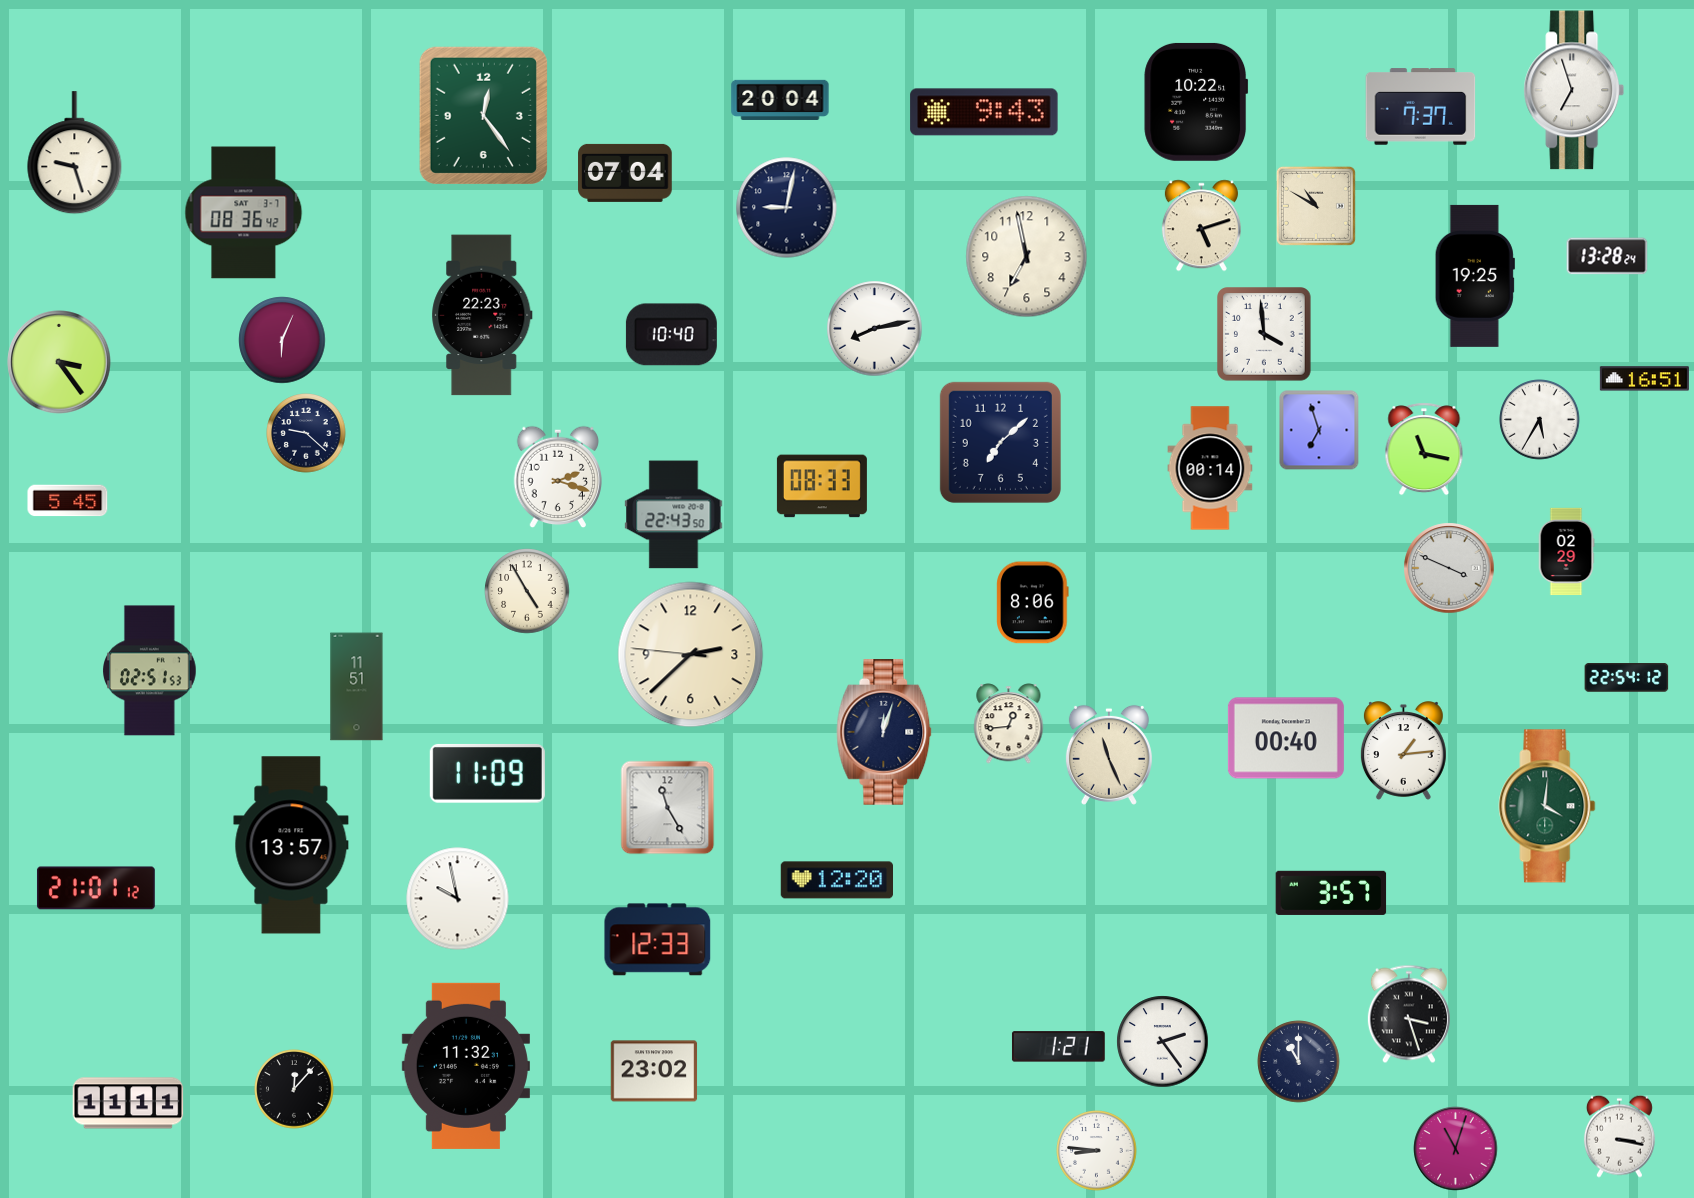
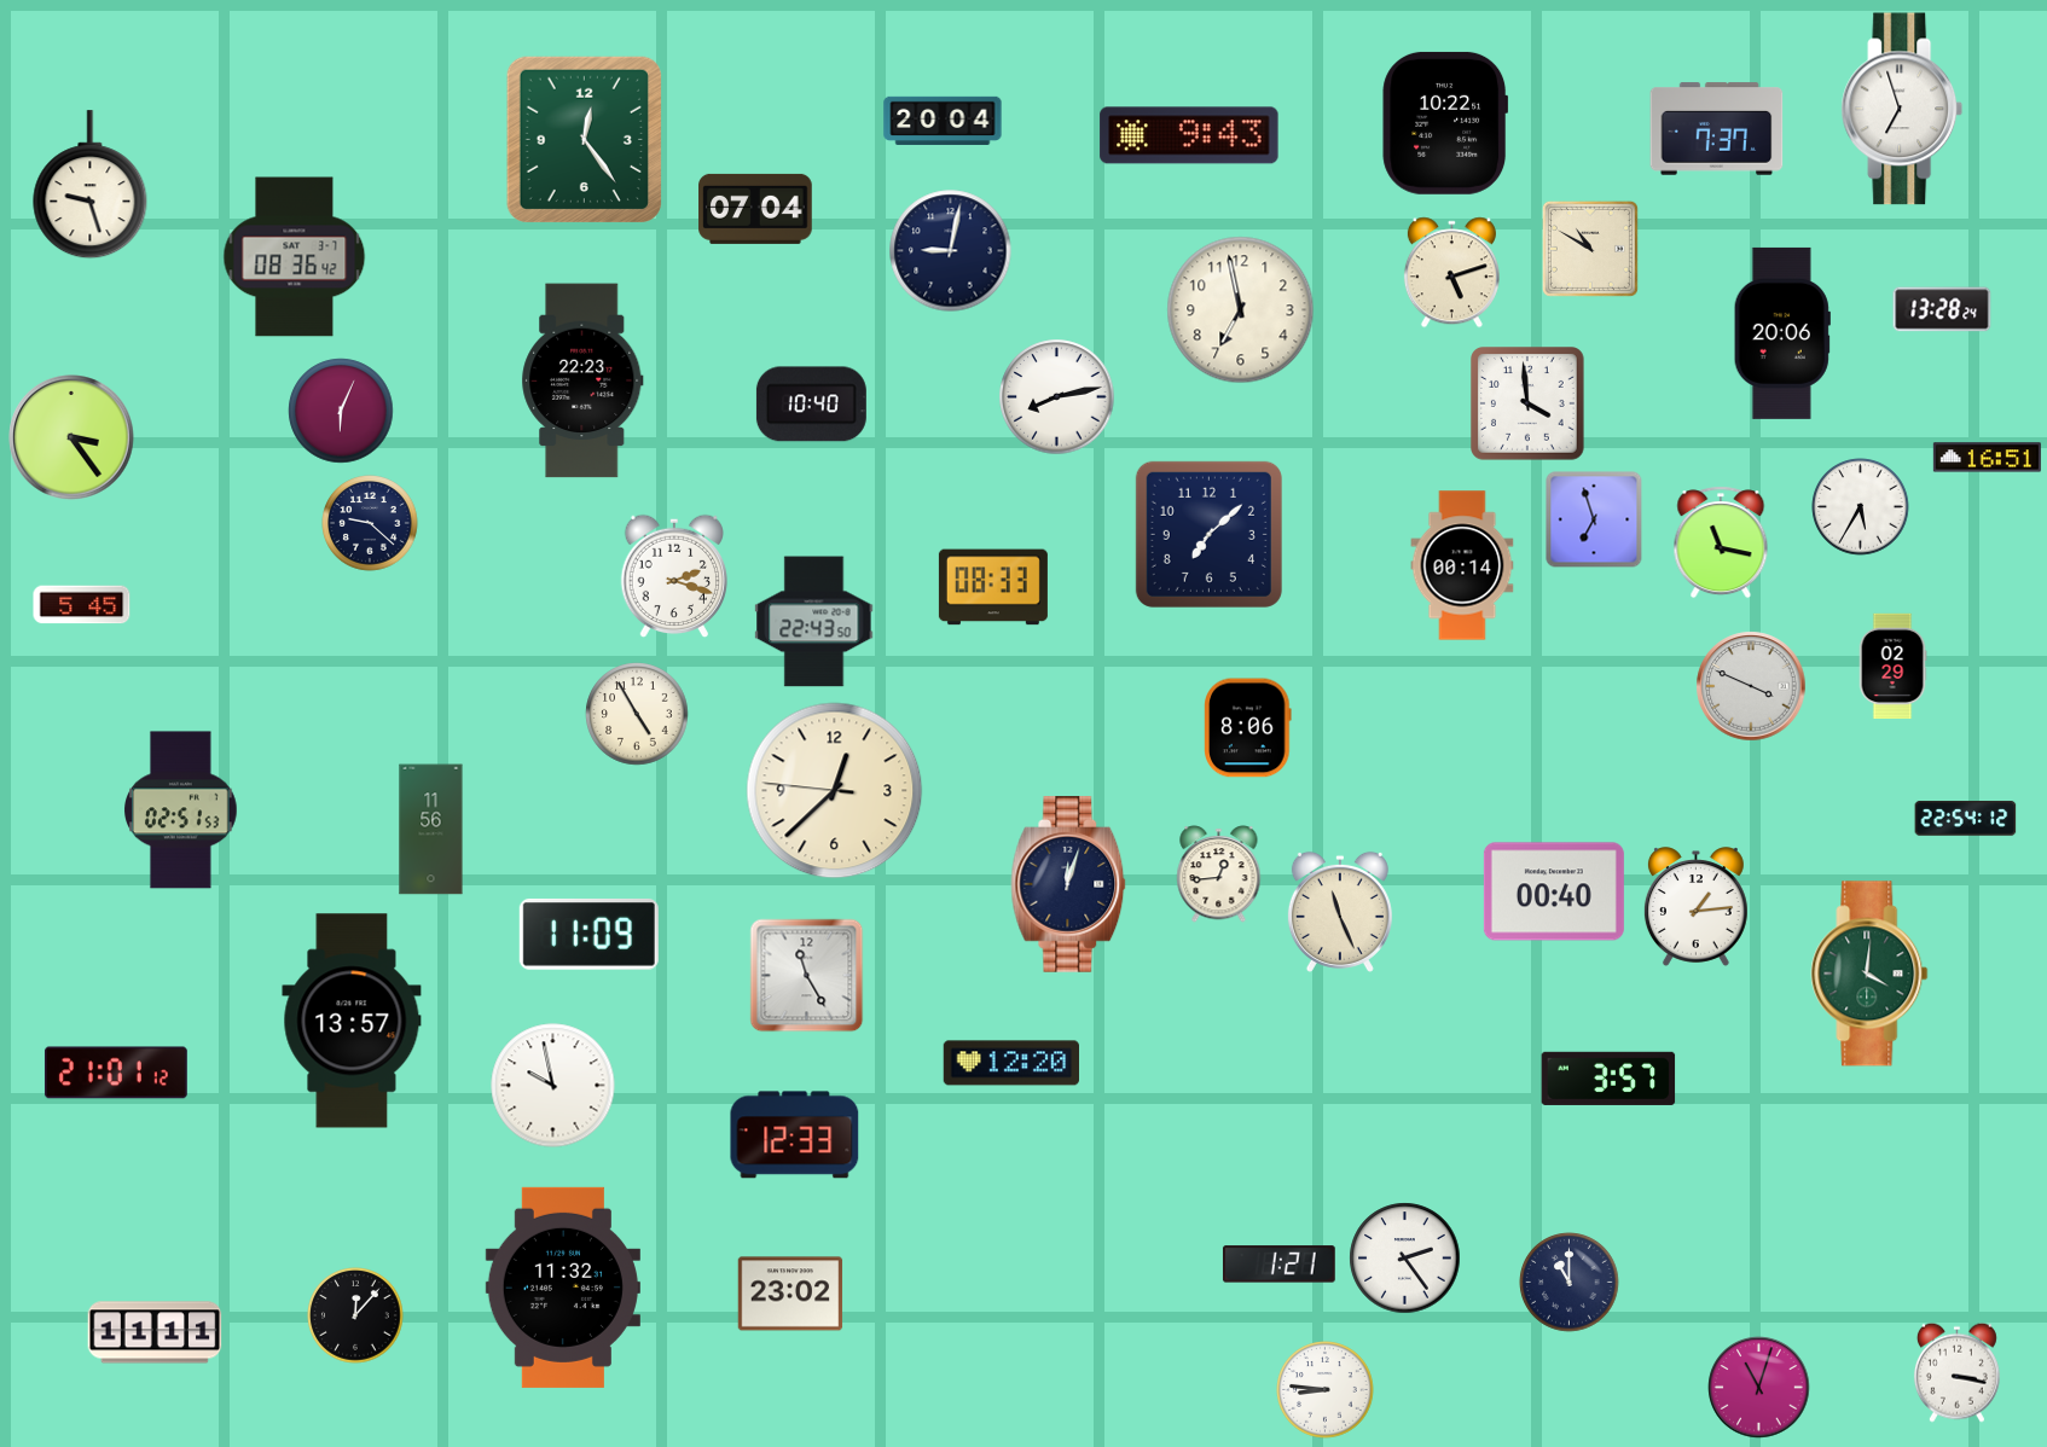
clock at (1475, 276): 19:25 -> 20:06
clock at (691, 655): 2:37 -> 12:37
clock at (357, 687): 11:51 -> 11:56
clock at (1409, 1014): 3:27 -> none
